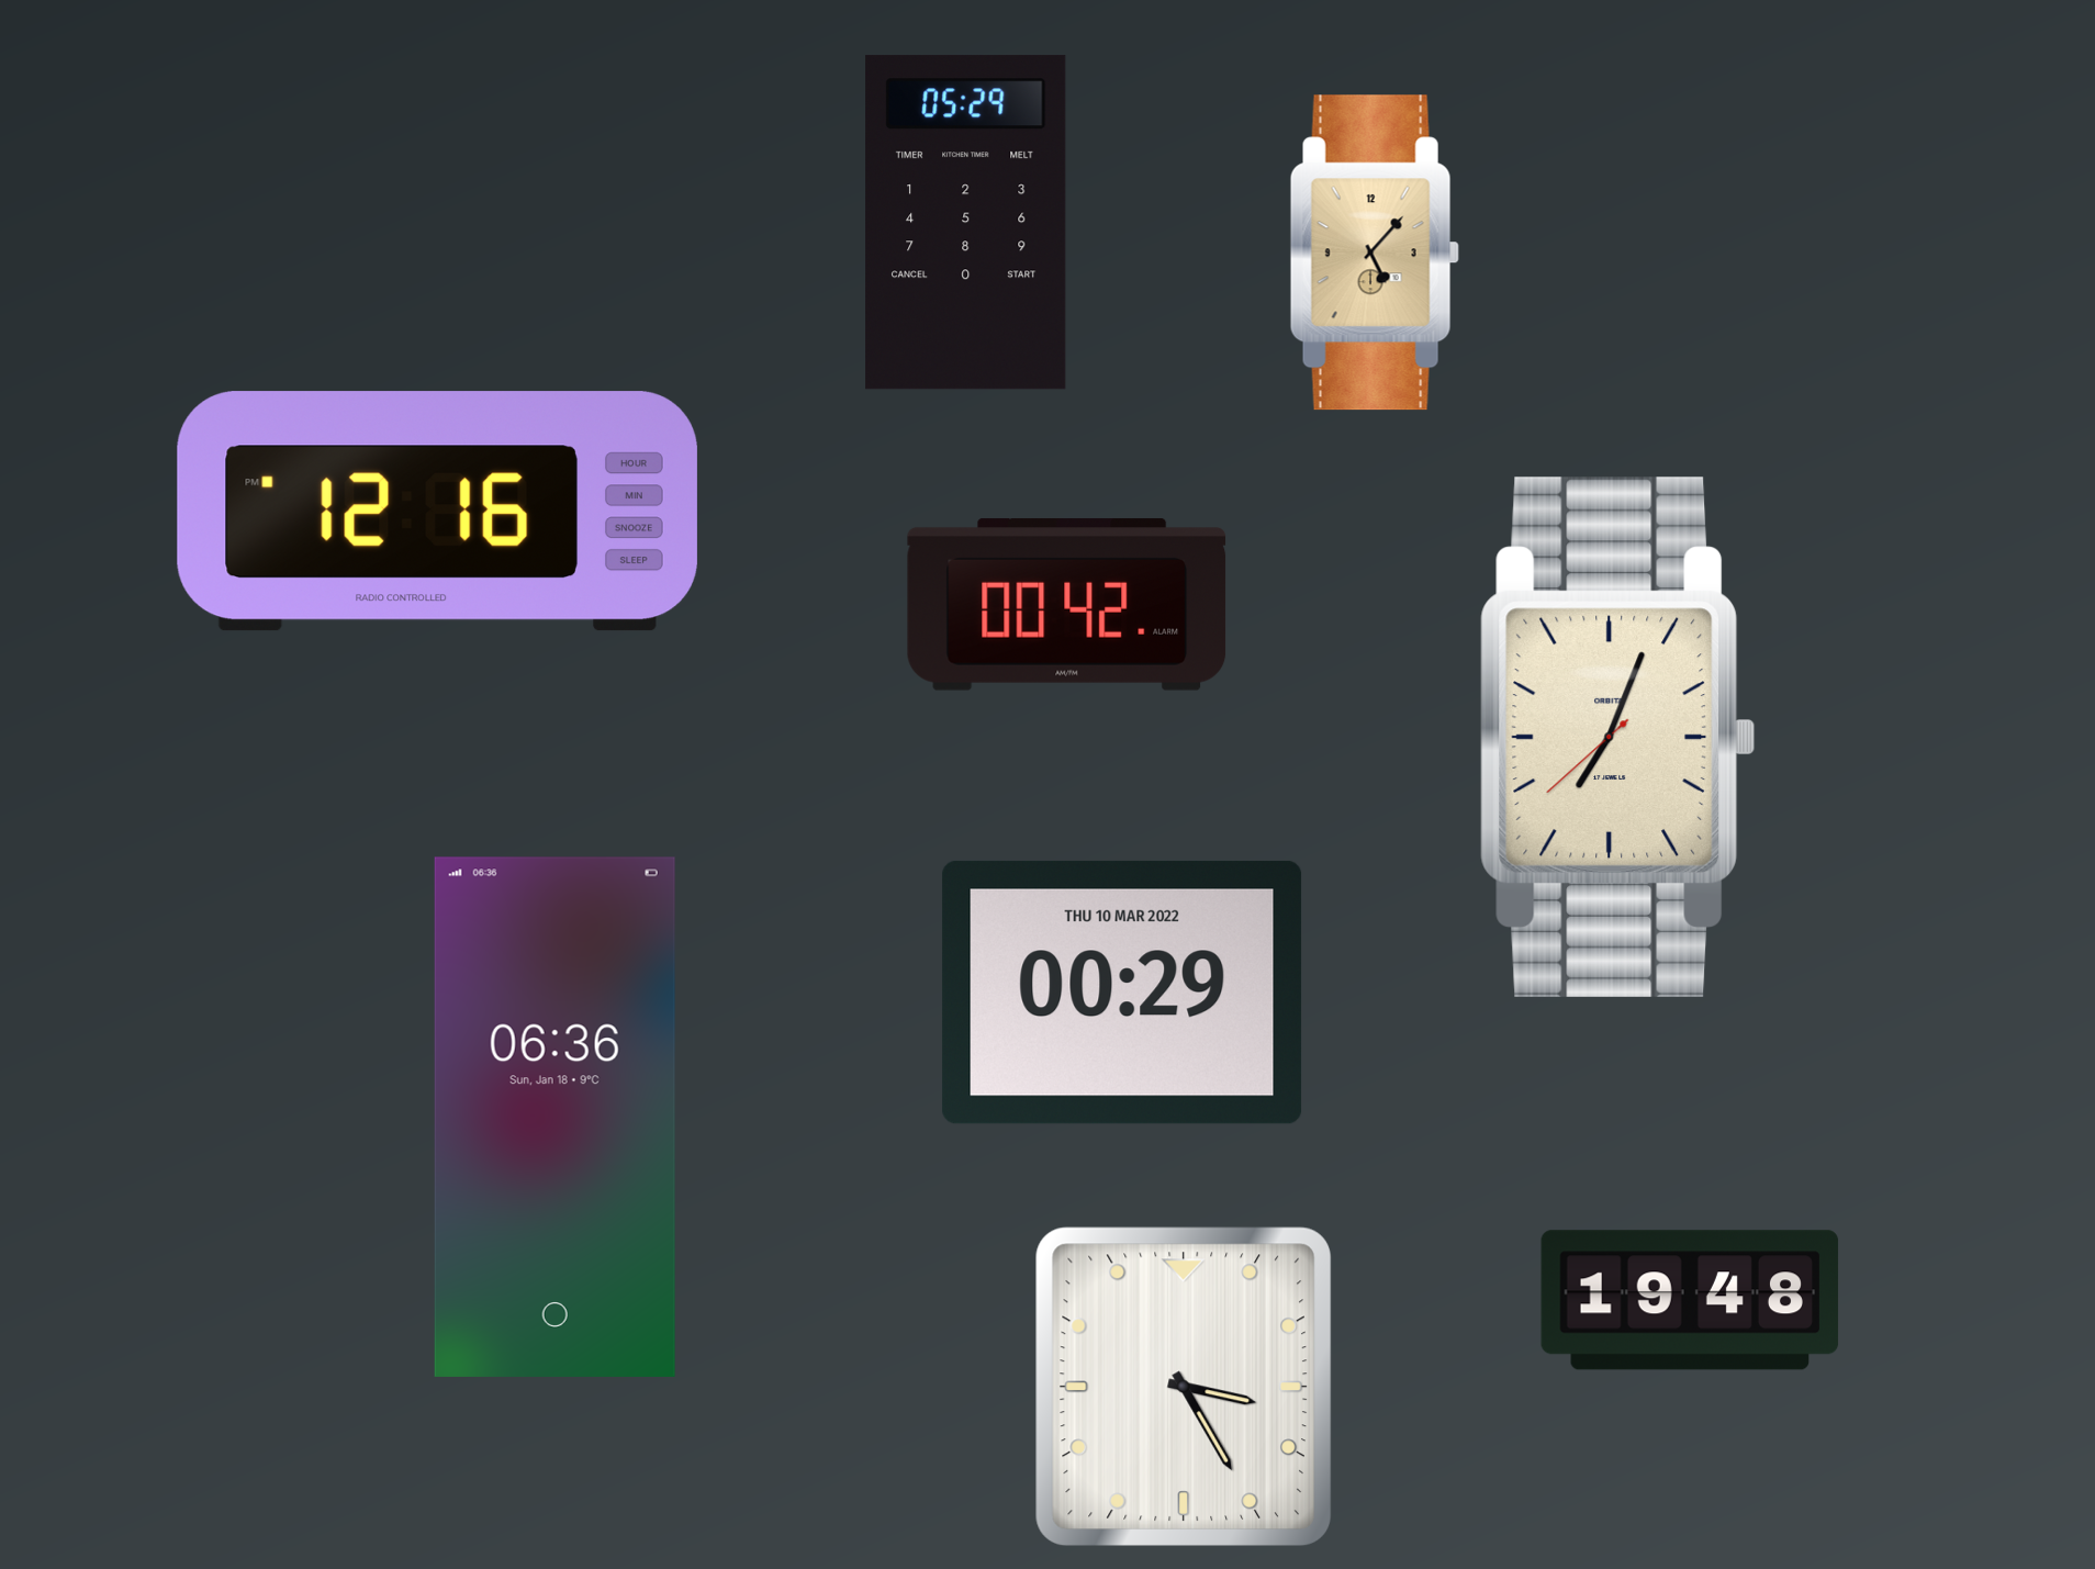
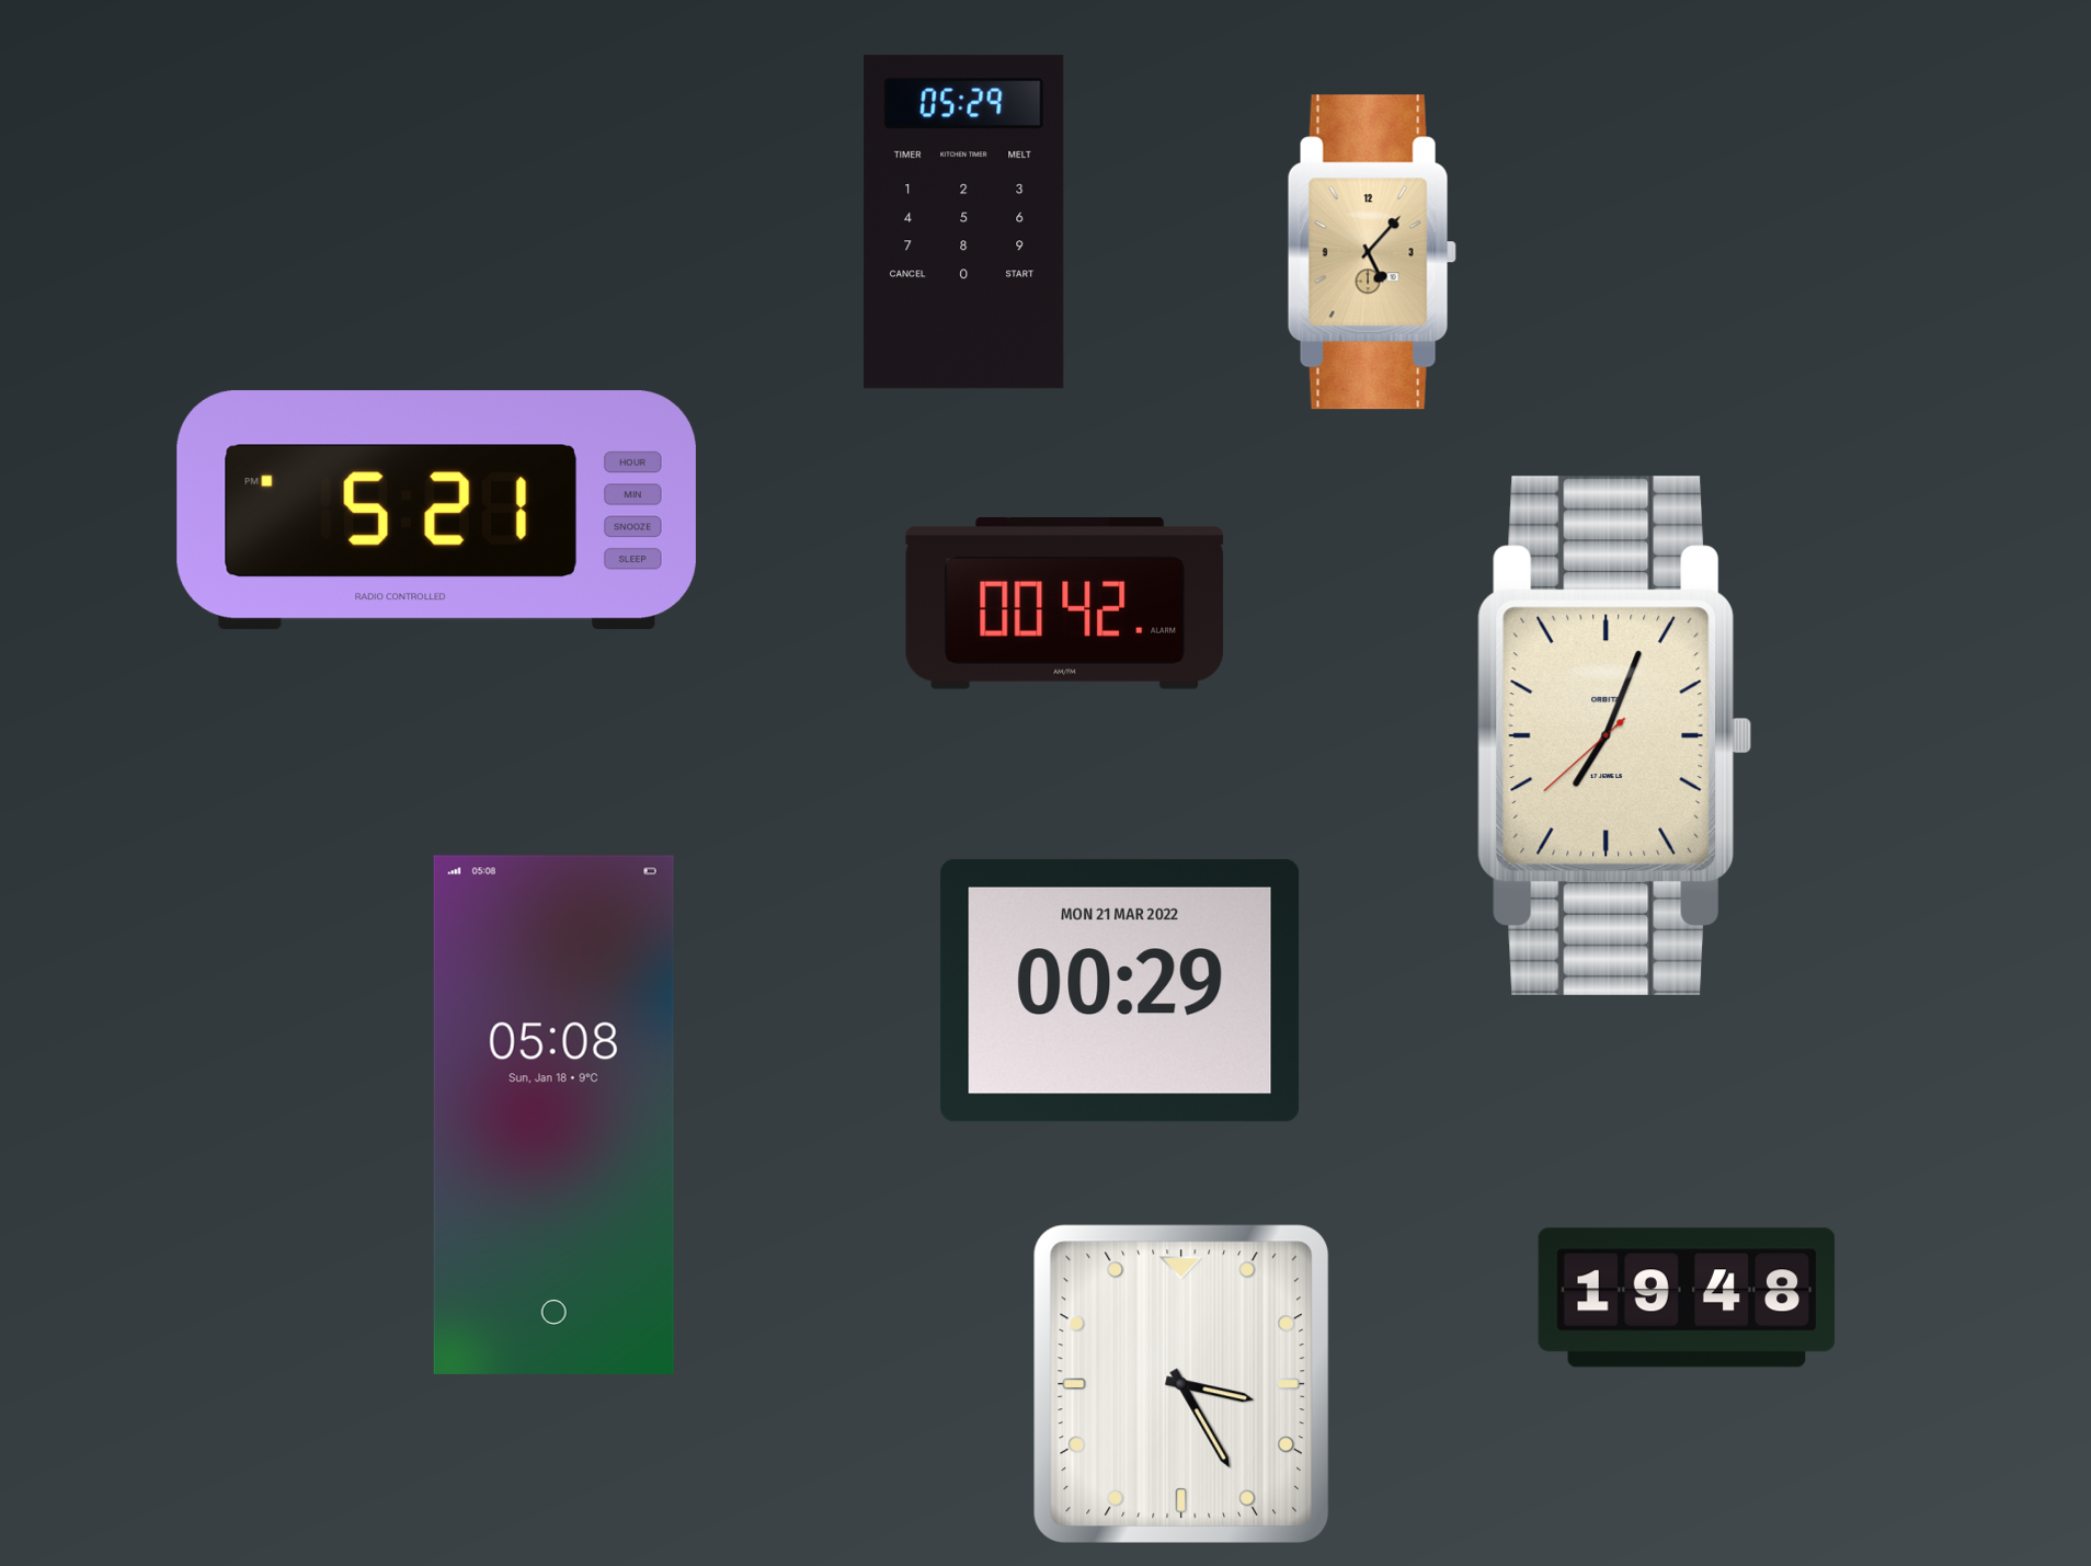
clock at (437, 512): 12:16 -> 5:21
clock at (1122, 993) date: THU 10 MAR 2022 -> MON 21 MAR 2022
clock at (554, 1117): 06:36 -> 05:08
